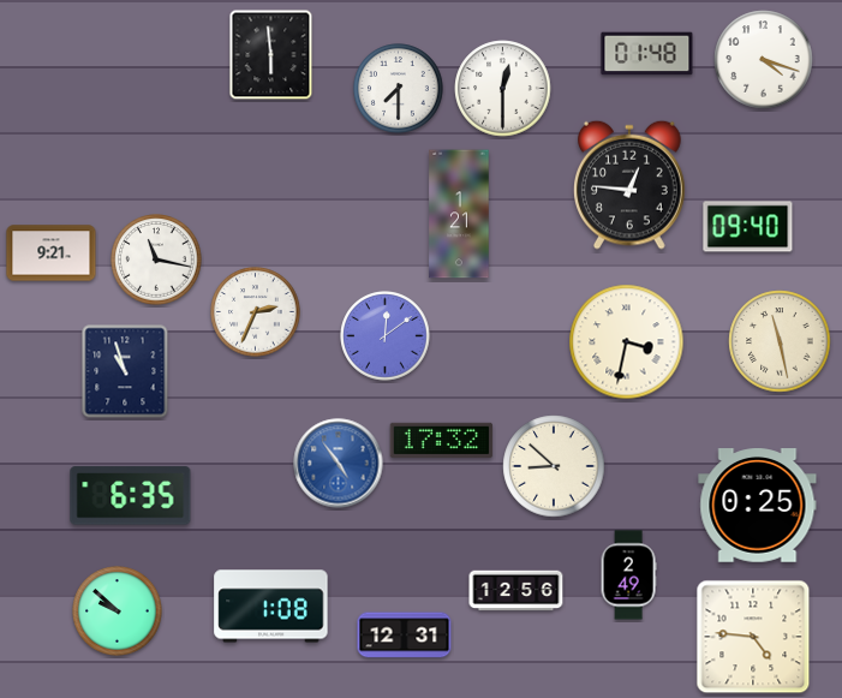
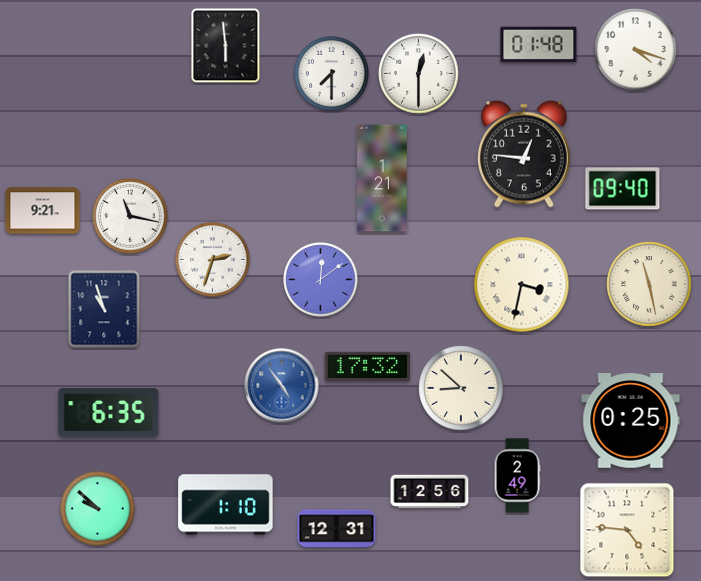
clock at (256, 312): 2:34 -> 2:33
clock at (628, 575) position: (628, 575) -> (517, 476)
clock at (271, 607): 1:08 -> 1:10
